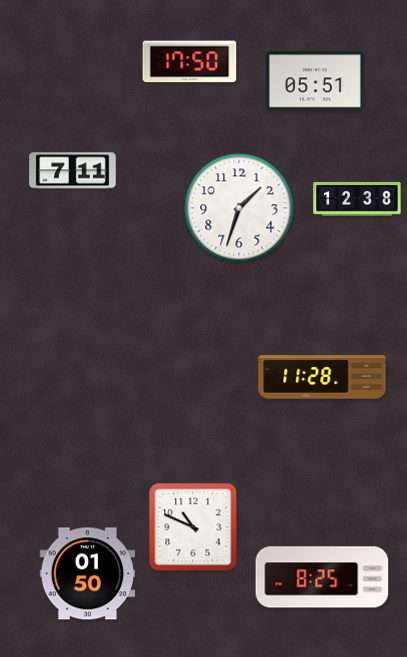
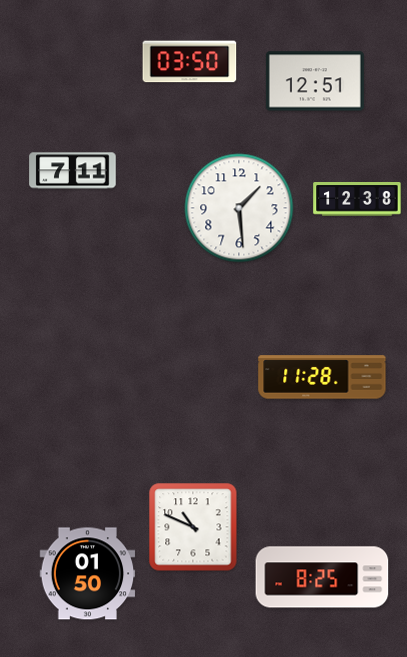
clock at (190, 62): 17:50 -> 03:50
clock at (315, 81): 05:51 -> 12:51
clock at (239, 208): 1:33 -> 1:29
